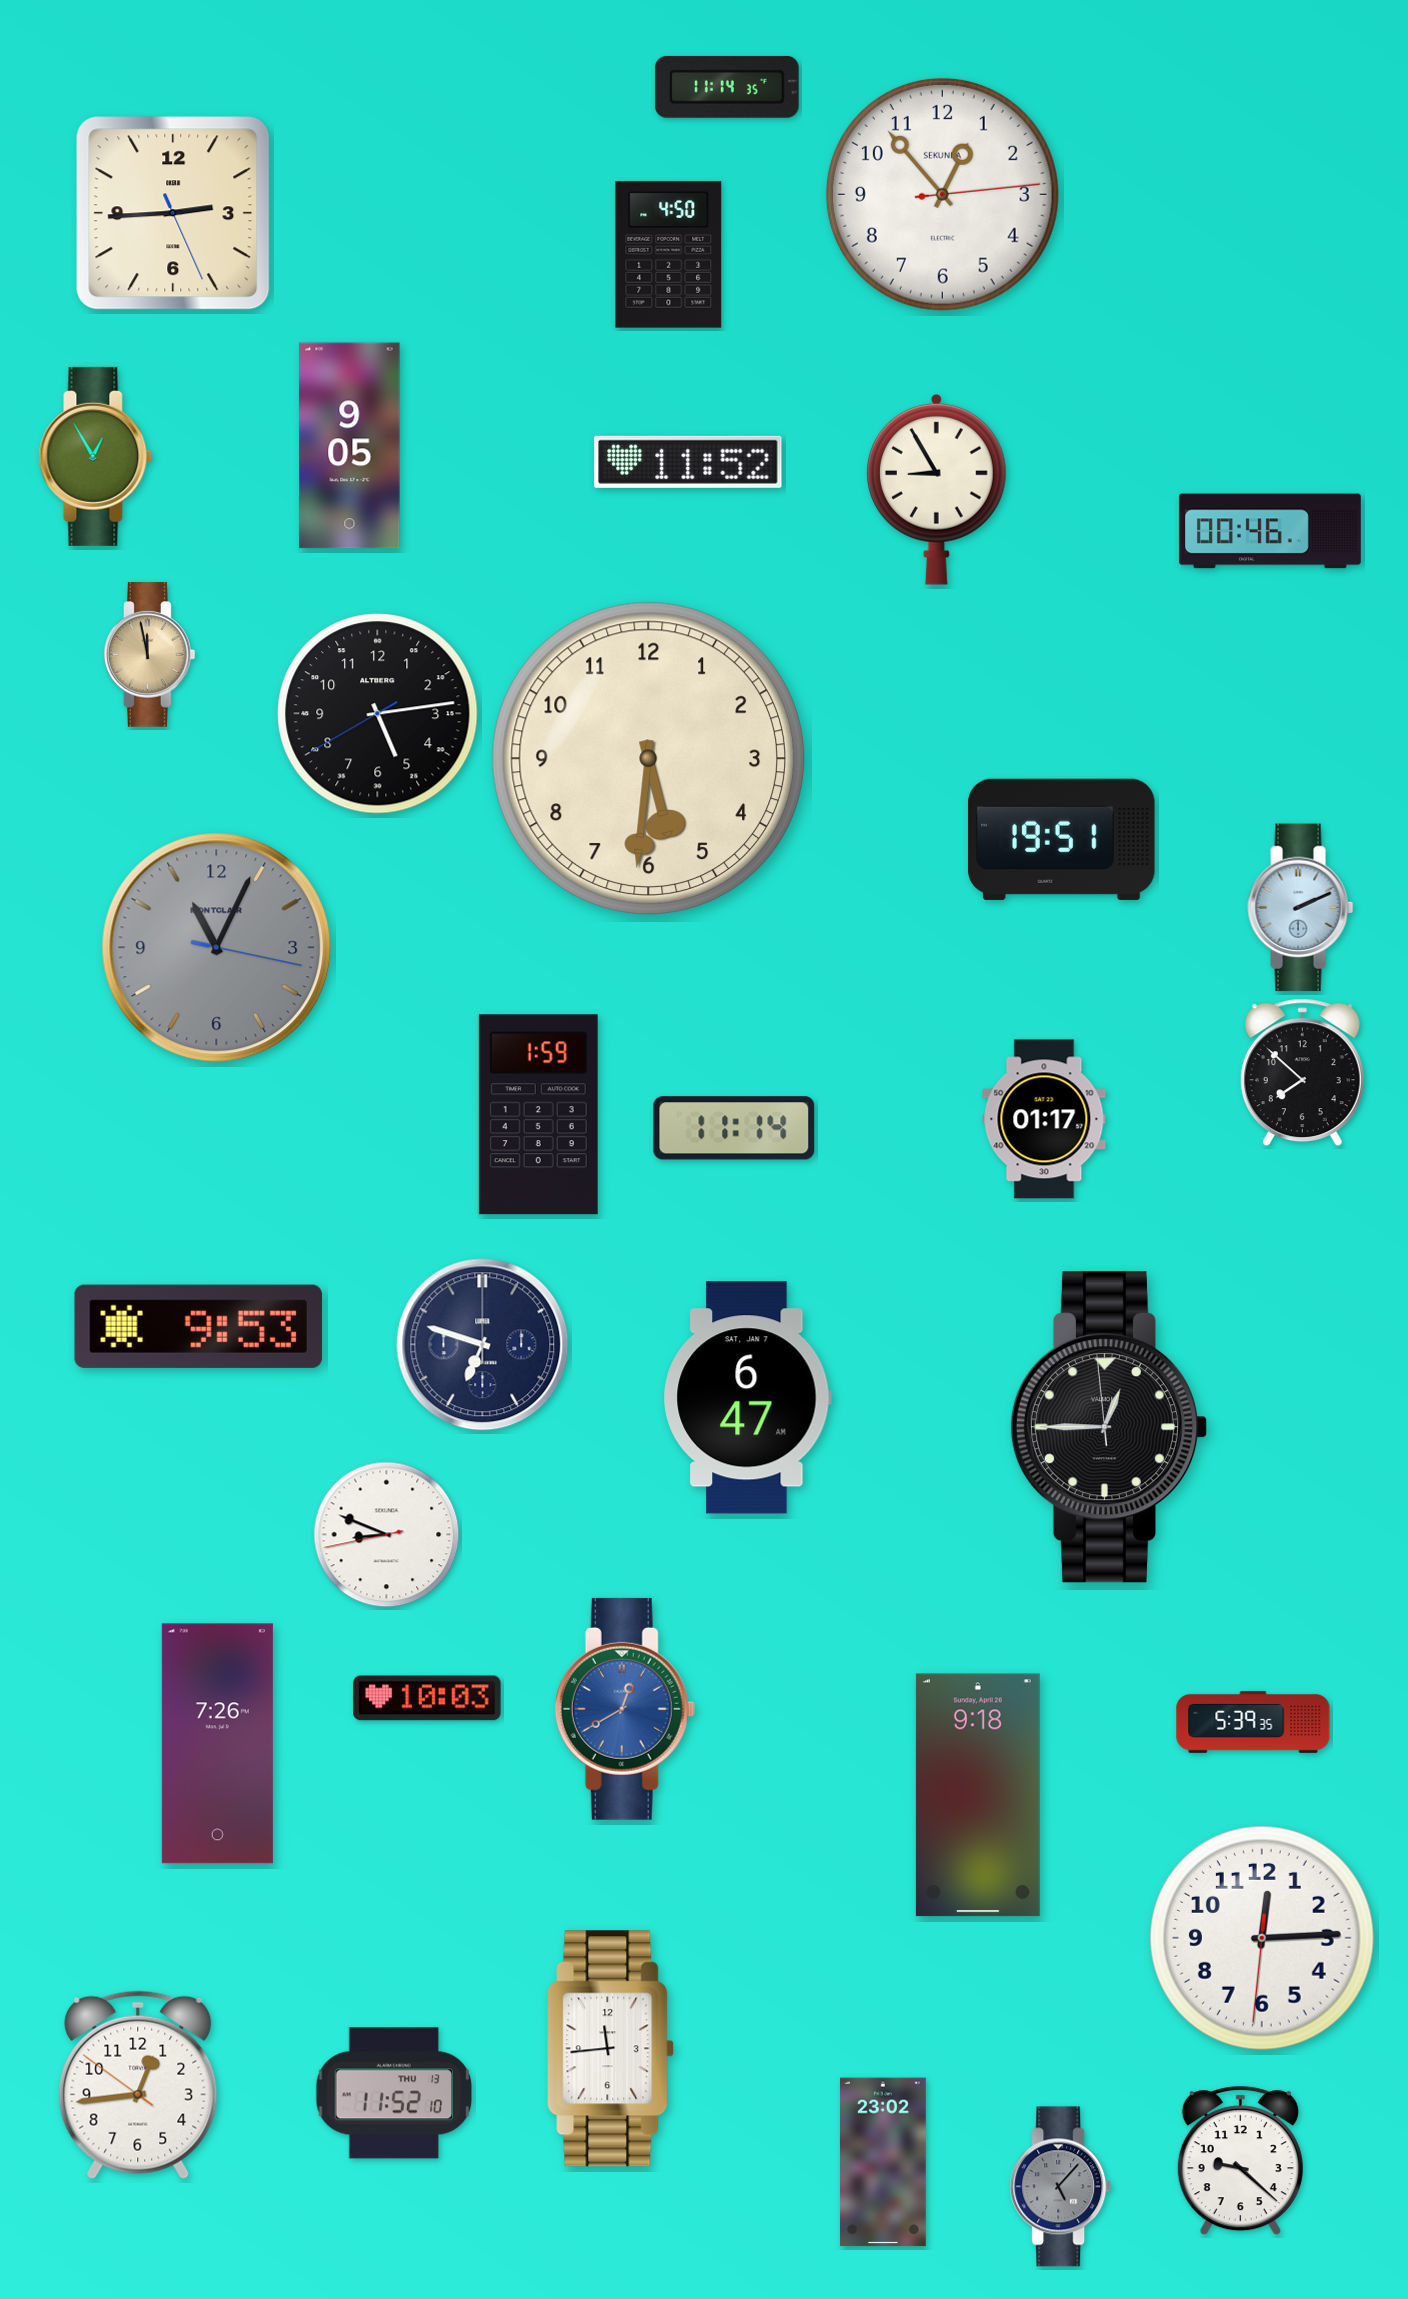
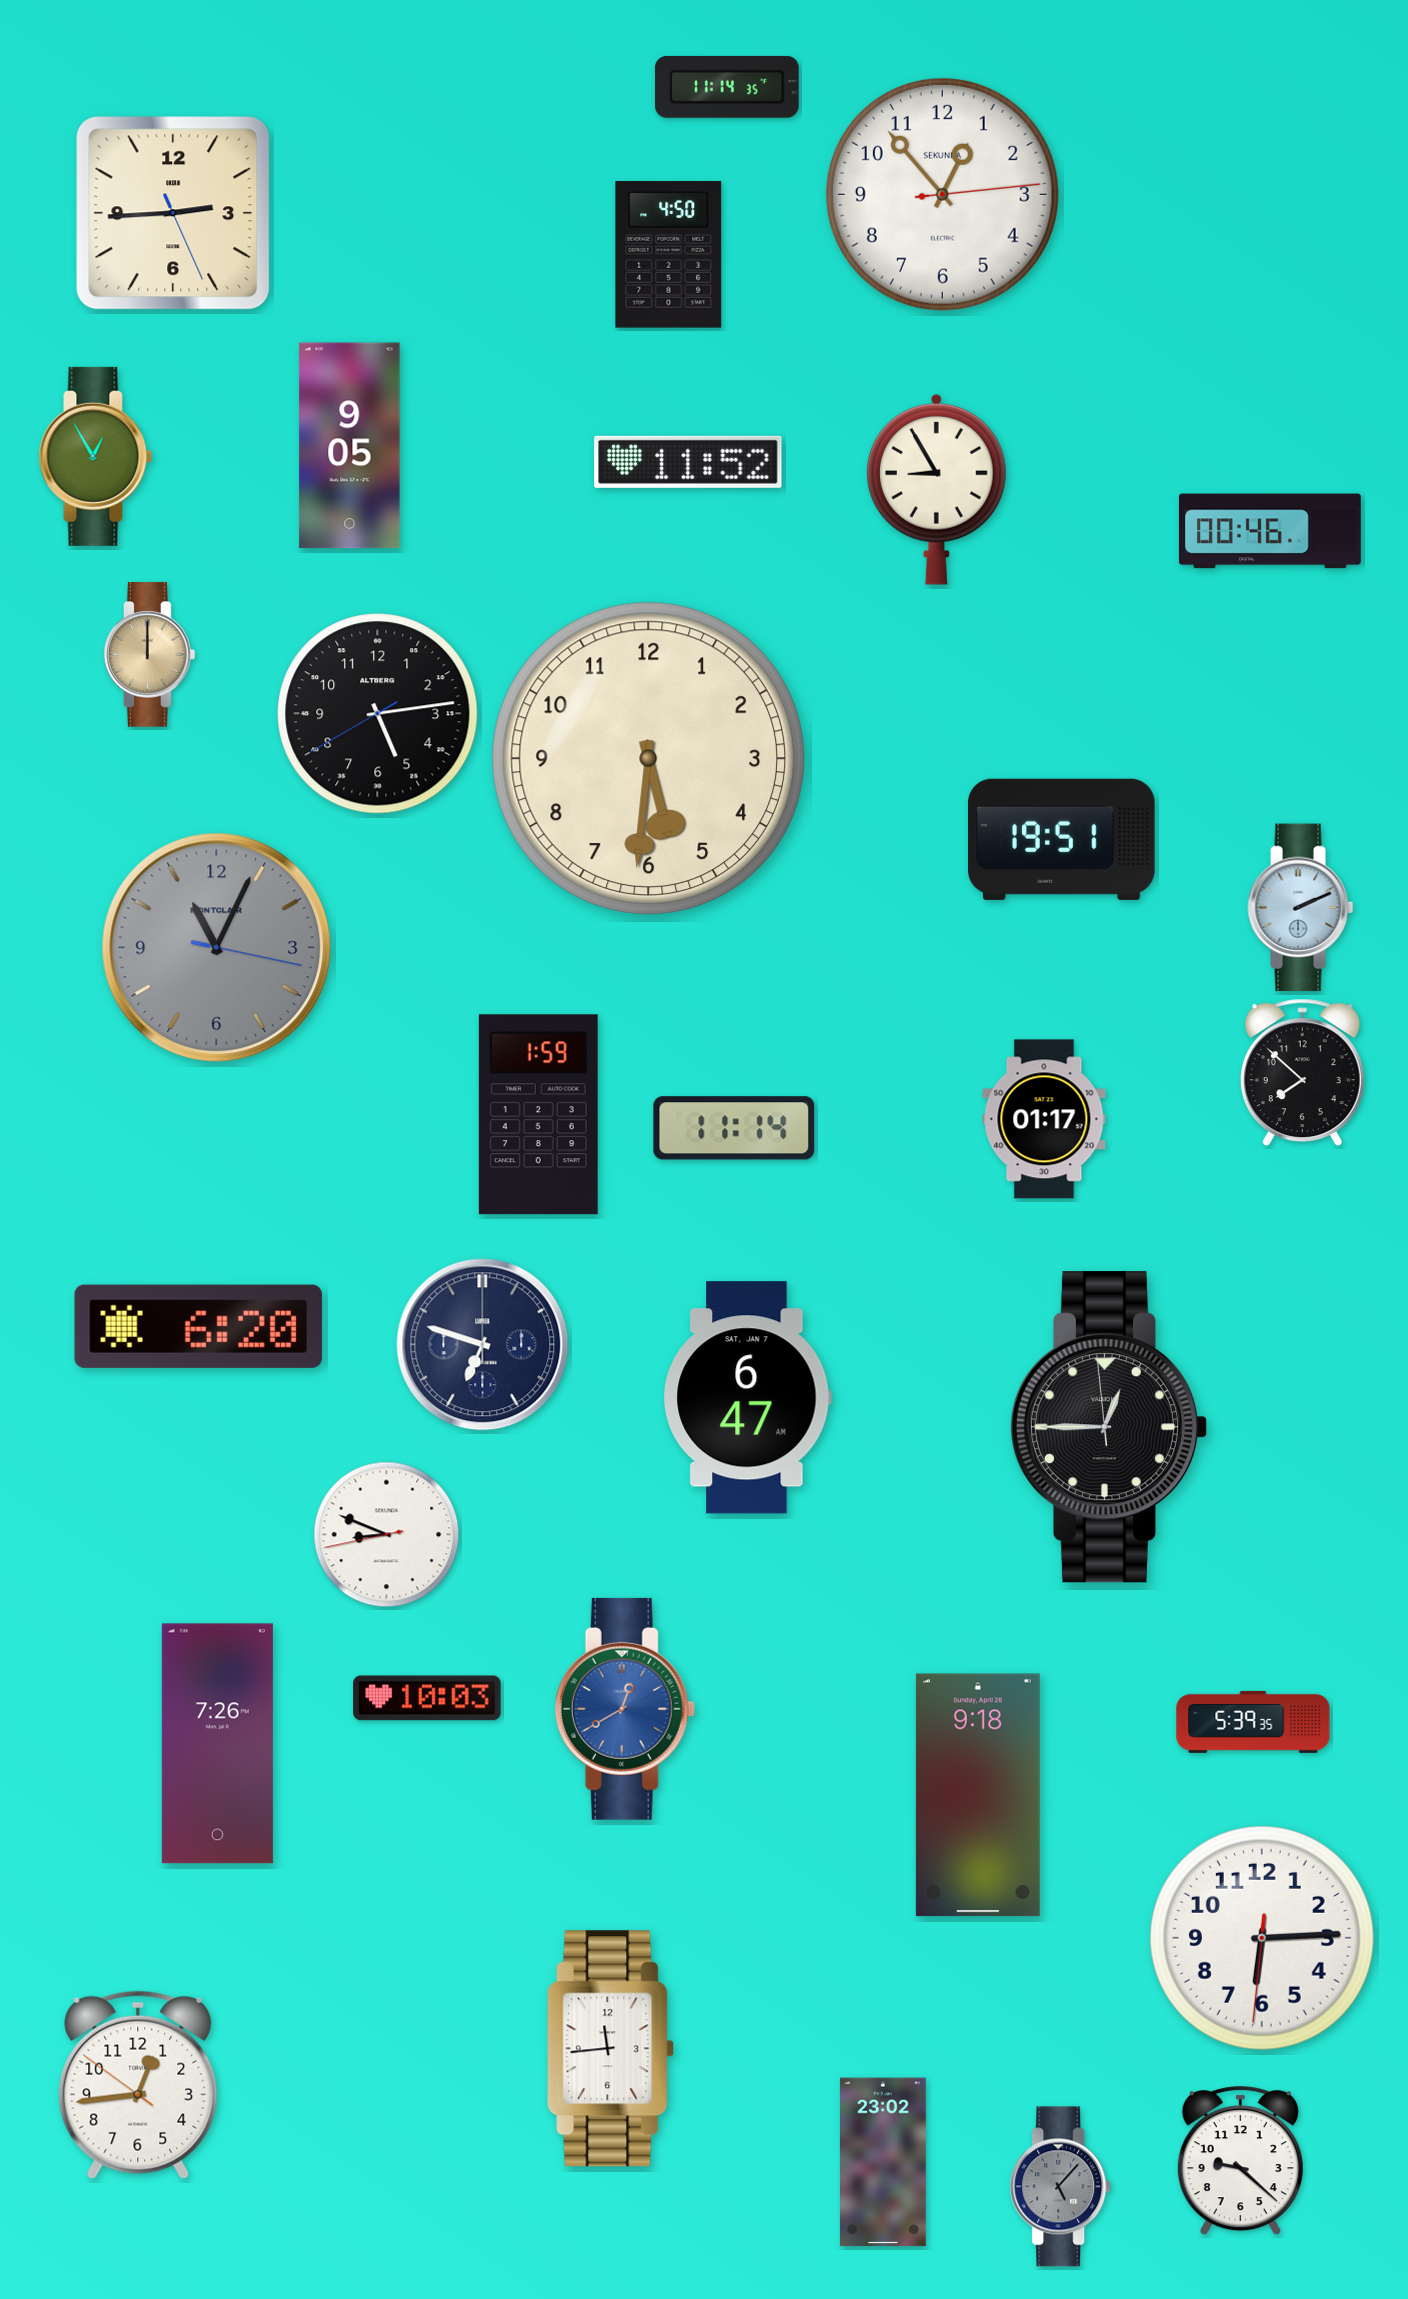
clock at (150, 655): 11:58 -> 12:00
clock at (198, 1326): 9:53 -> 6:20
clock at (1262, 1938): 12:14 -> 6:14
clock at (394, 2093): 11:52 -> none
